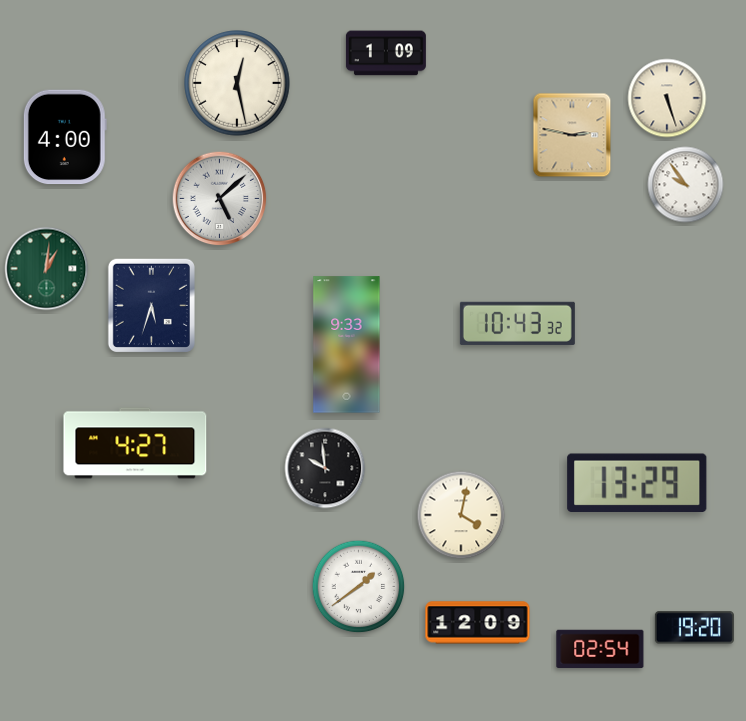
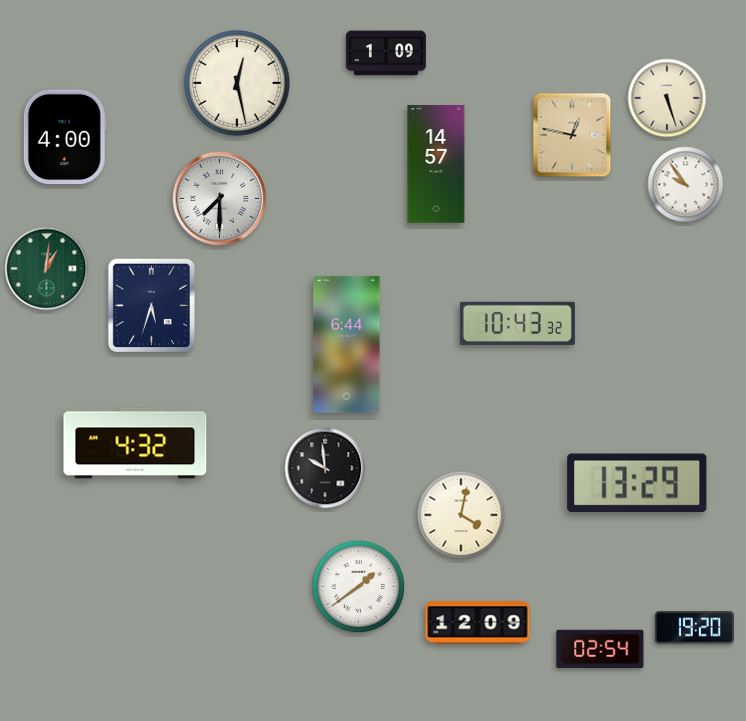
clock at (572, 135): 2:47 -> 12:47
clock at (436, 164): none -> 14:57
clock at (220, 199): 5:08 -> 7:30
clock at (347, 345): 9:33 -> 6:44
clock at (135, 443): 4:27 -> 4:32
